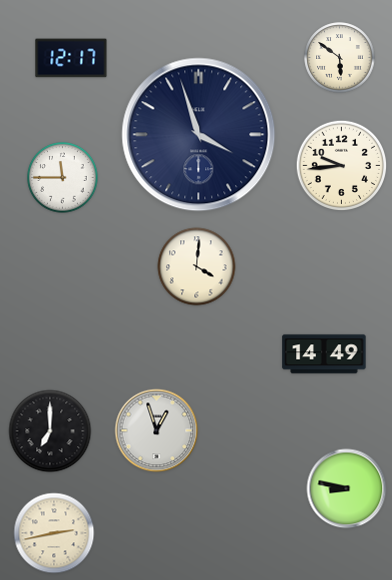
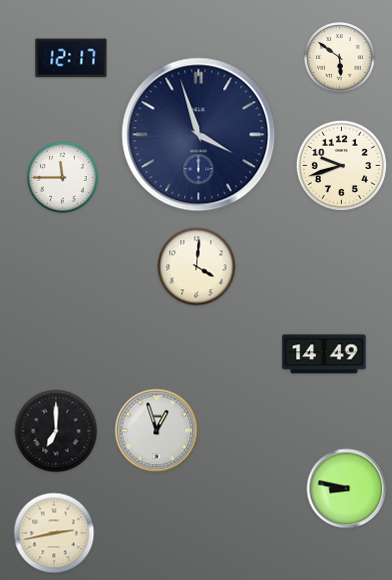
clock at (342, 166): 9:44 -> 9:42
clock at (50, 431) position: (50, 431) -> (56, 431)
